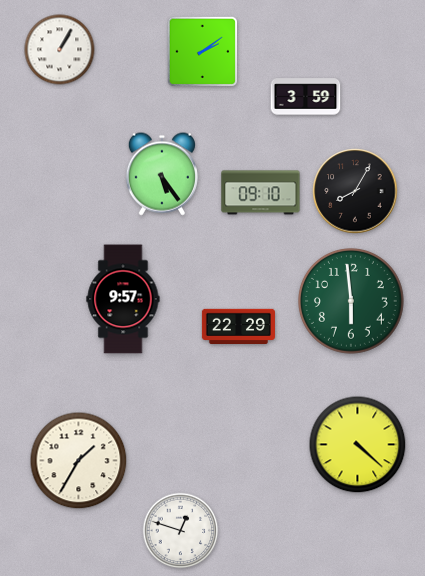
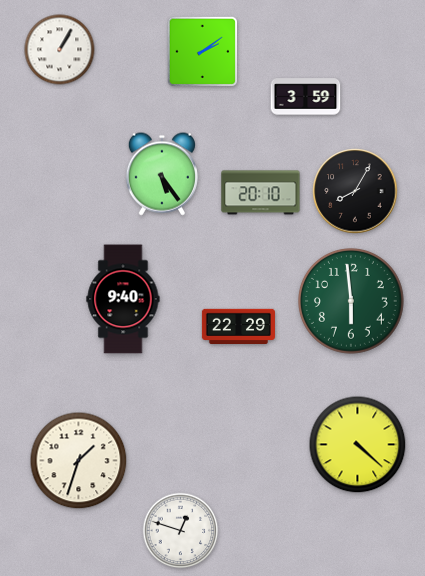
clock at (261, 193): 09:10 -> 20:10
clock at (123, 299): 9:57 -> 9:40
clock at (79, 461): 1:35 -> 1:33
